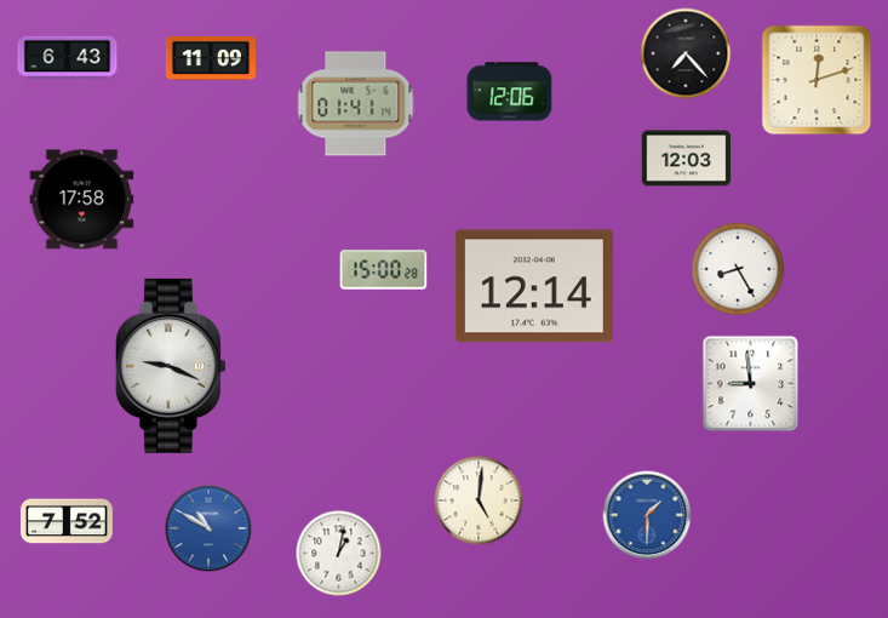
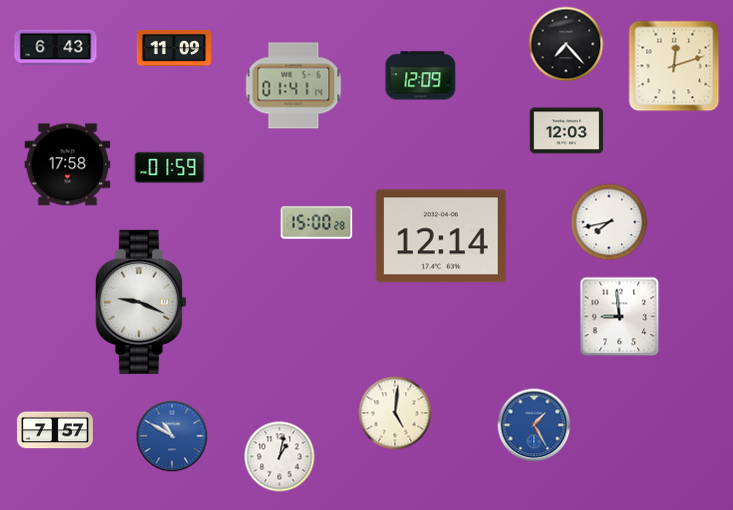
clock at (510, 92): 12:06 -> 12:09
clock at (170, 167): none -> 01:59
clock at (738, 269): 8:25 -> 7:43
clock at (647, 515): 1:30 -> 1:25
clock at (67, 521): 7:52 -> 7:57
